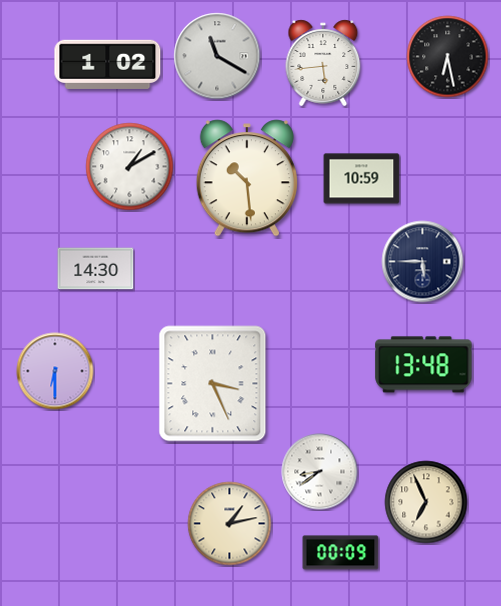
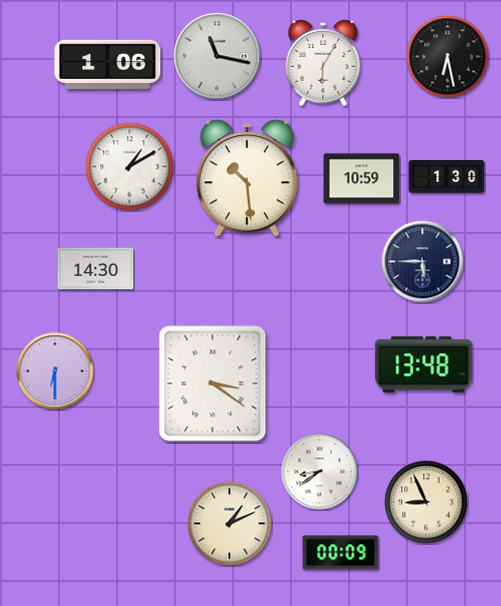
clock at (217, 56): 11:20 -> 11:17
clock at (323, 63): 5:44 -> 6:05
clock at (108, 64): 1:02 -> 1:06
clock at (447, 177): none -> 1:30
clock at (213, 384): 3:26 -> 3:21
clock at (426, 502): 6:56 -> 8:56
clock at (230, 524): 1:13 -> 1:11
